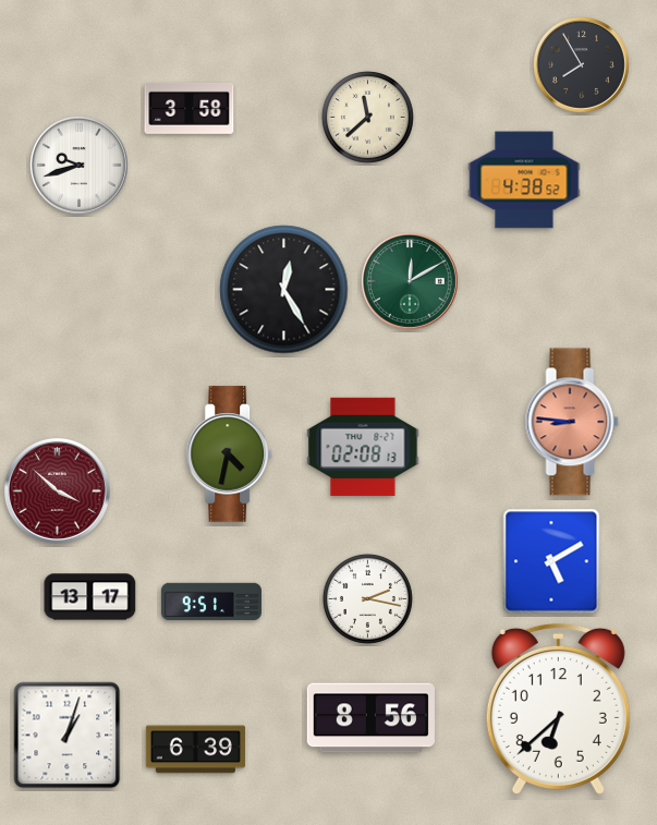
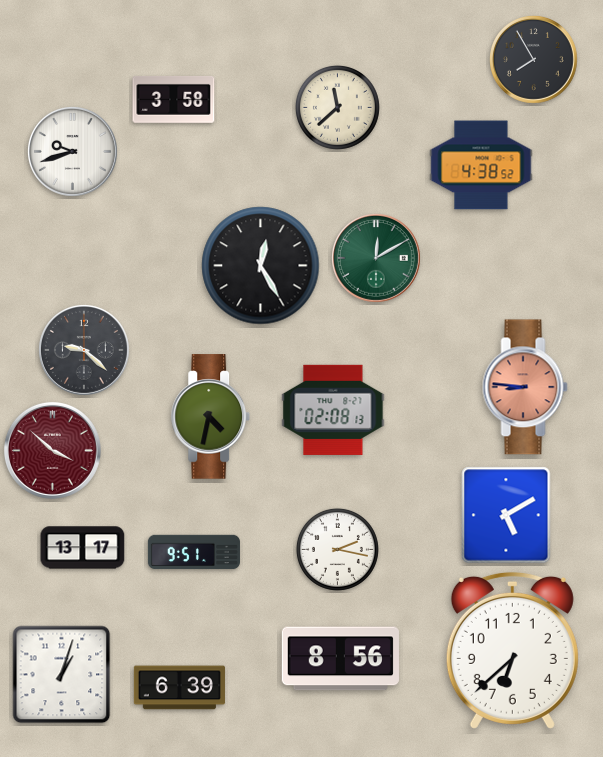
clock at (84, 350): none -> 9:22
